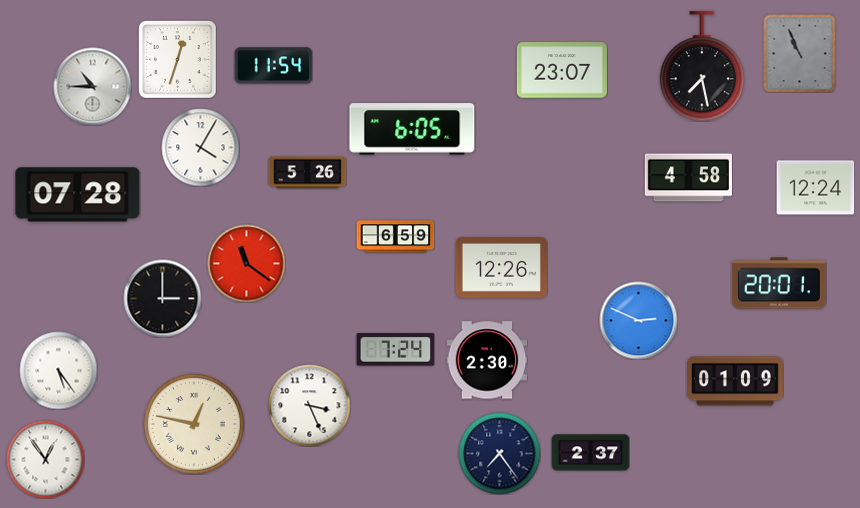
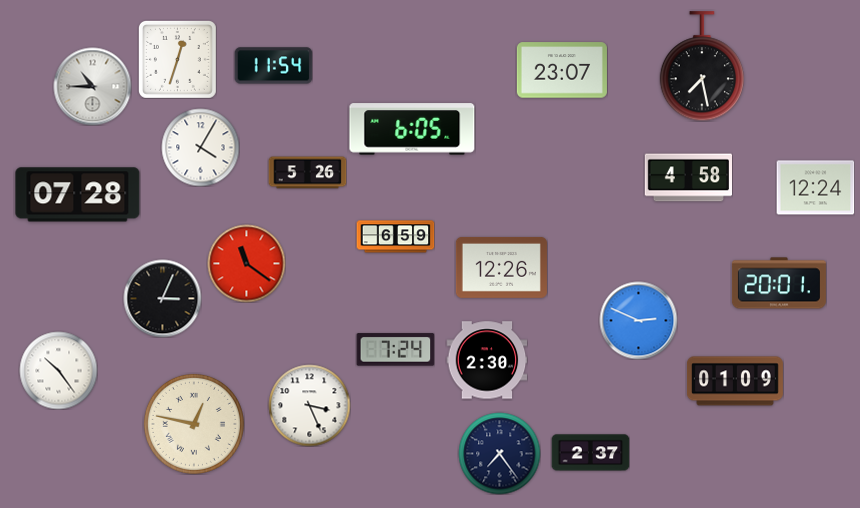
clock at (800, 53): 10:56 -> none
clock at (162, 298): 3:00 -> 3:04
clock at (58, 370): 5:24 -> 10:24
clock at (45, 459): 12:54 -> none
